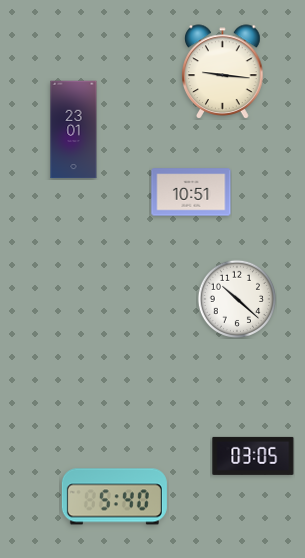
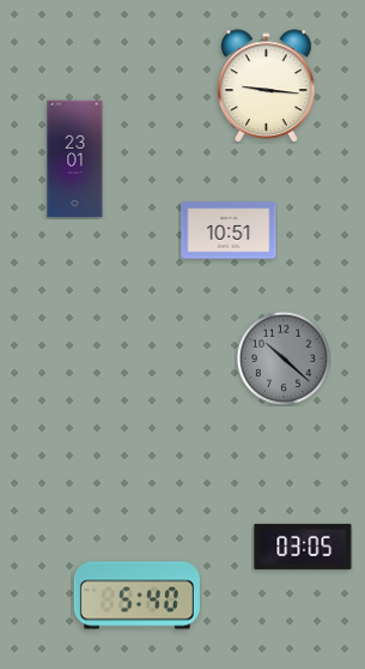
clock at (74, 130) position: (74, 130) -> (75, 159)
clock at (236, 298) dial: white -> grey
